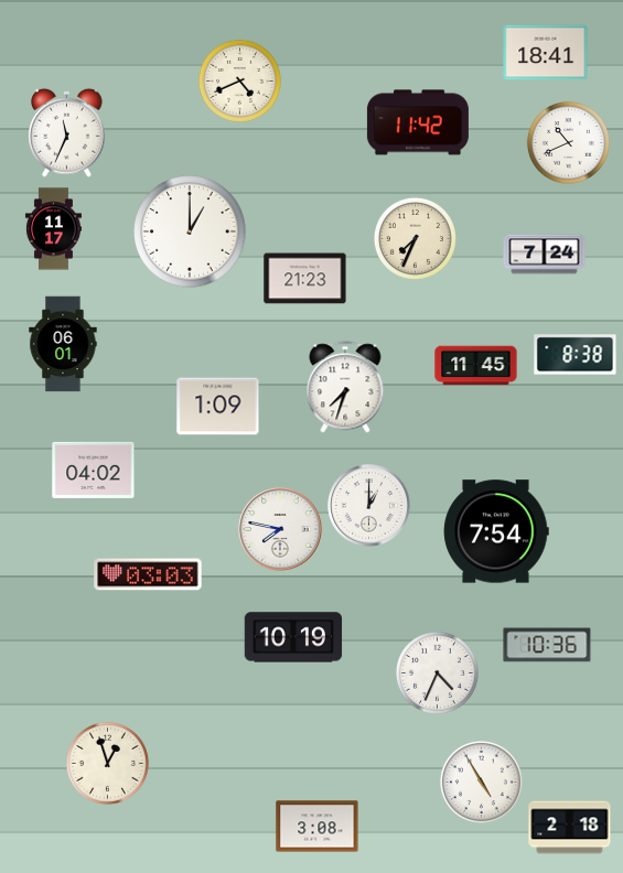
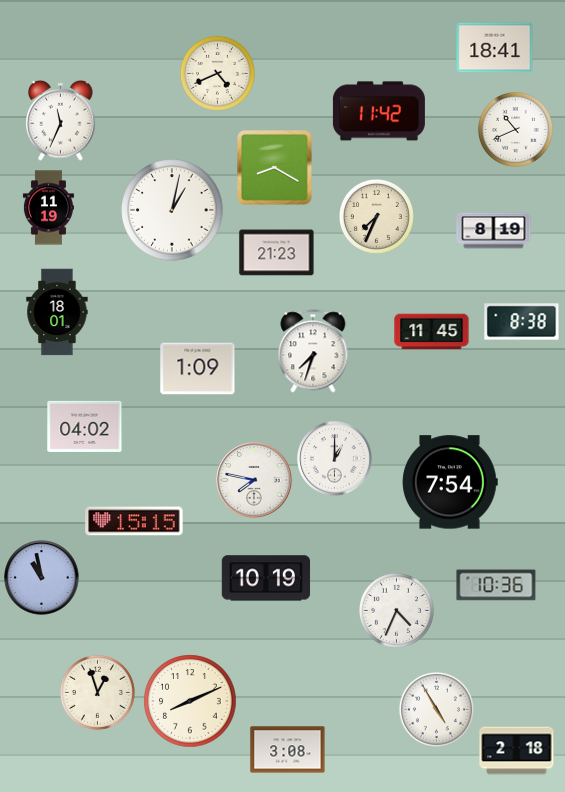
clock at (275, 168): none -> 8:20
clock at (53, 229): 11:17 -> 11:19
clock at (190, 231): 1:00 -> 1:02
clock at (545, 255): 7:24 -> 8:19
clock at (63, 344): 06:01 -> 18:01
clock at (148, 574): 03:03 -> 15:15
clock at (42, 578): none -> 10:58
clock at (190, 701): none -> 8:11
